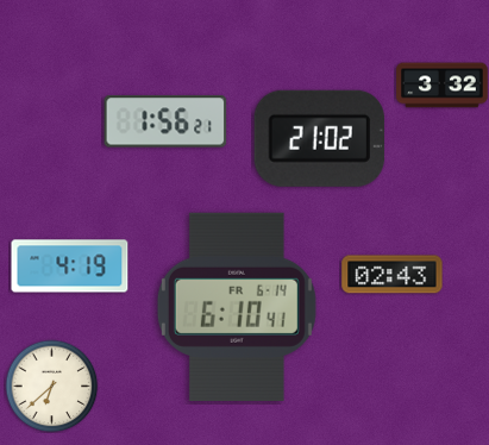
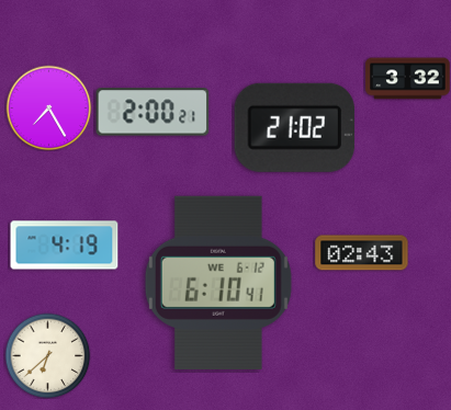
clock at (48, 107): none -> 7:25
clock at (165, 121): 1:56 -> 2:00
clock at (237, 307) date: FR 6-14 -> WE 6-12
